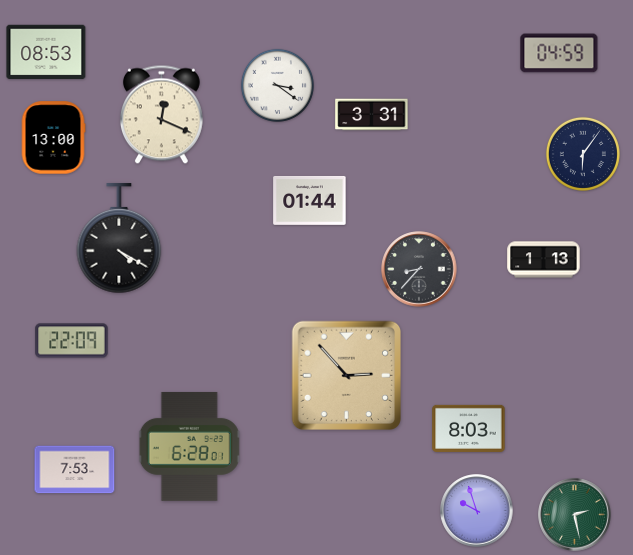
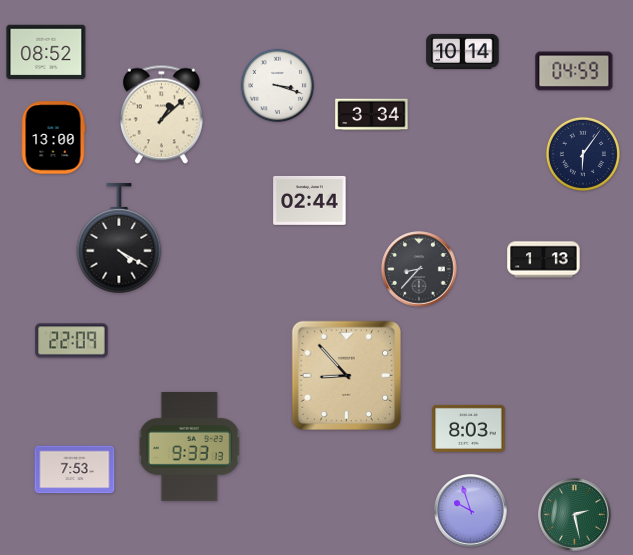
clock at (463, 51): none -> 10:14
clock at (46, 52): 08:53 -> 08:52
clock at (559, 53) position: (559, 53) -> (574, 71)
clock at (277, 85): 3:21 -> 3:18
clock at (161, 115): 12:19 -> 1:08
clock at (372, 115): 3:31 -> 3:34
clock at (310, 200): 01:44 -> 02:44
clock at (346, 375): 2:53 -> 8:53
clock at (190, 446): 6:28 -> 9:33
clock at (477, 511) position: (477, 511) -> (471, 511)
